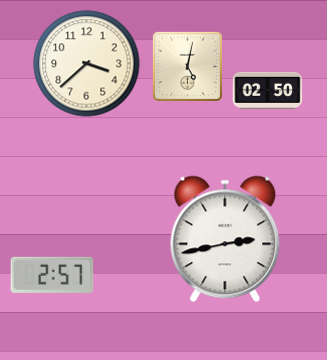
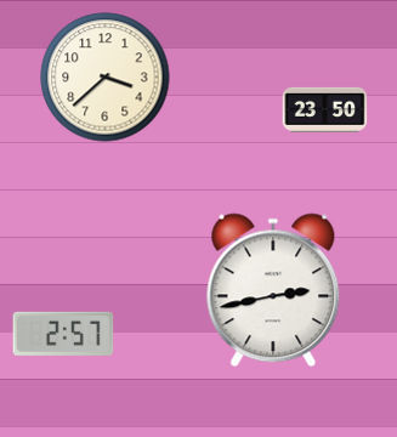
clock at (187, 66): 5:02 -> none
clock at (268, 90): 02:50 -> 23:50
